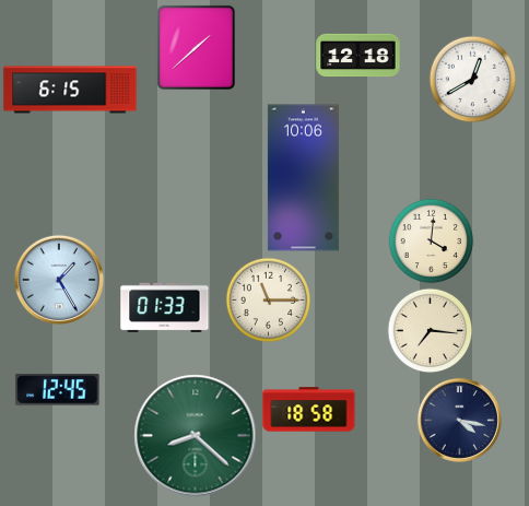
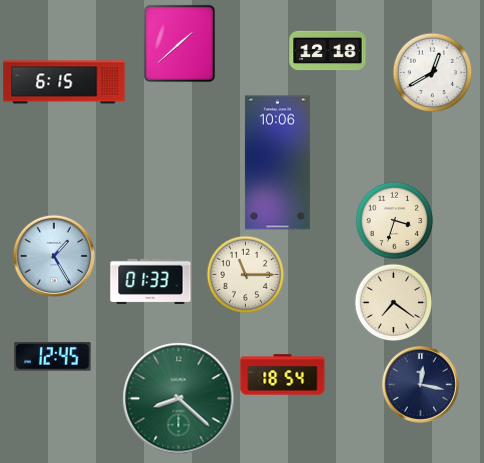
clock at (431, 240): 4:01 -> 3:33
clock at (430, 330): 7:16 -> 7:21
clock at (309, 410): 18:58 -> 18:54
clock at (459, 420): 4:17 -> 12:17
